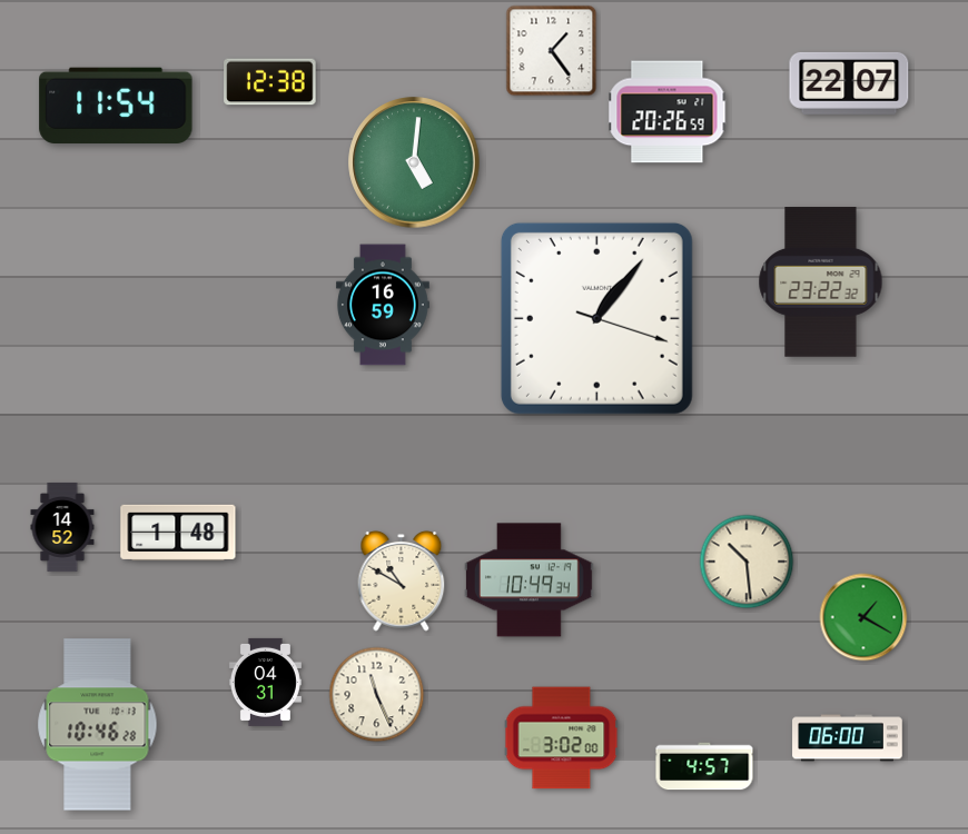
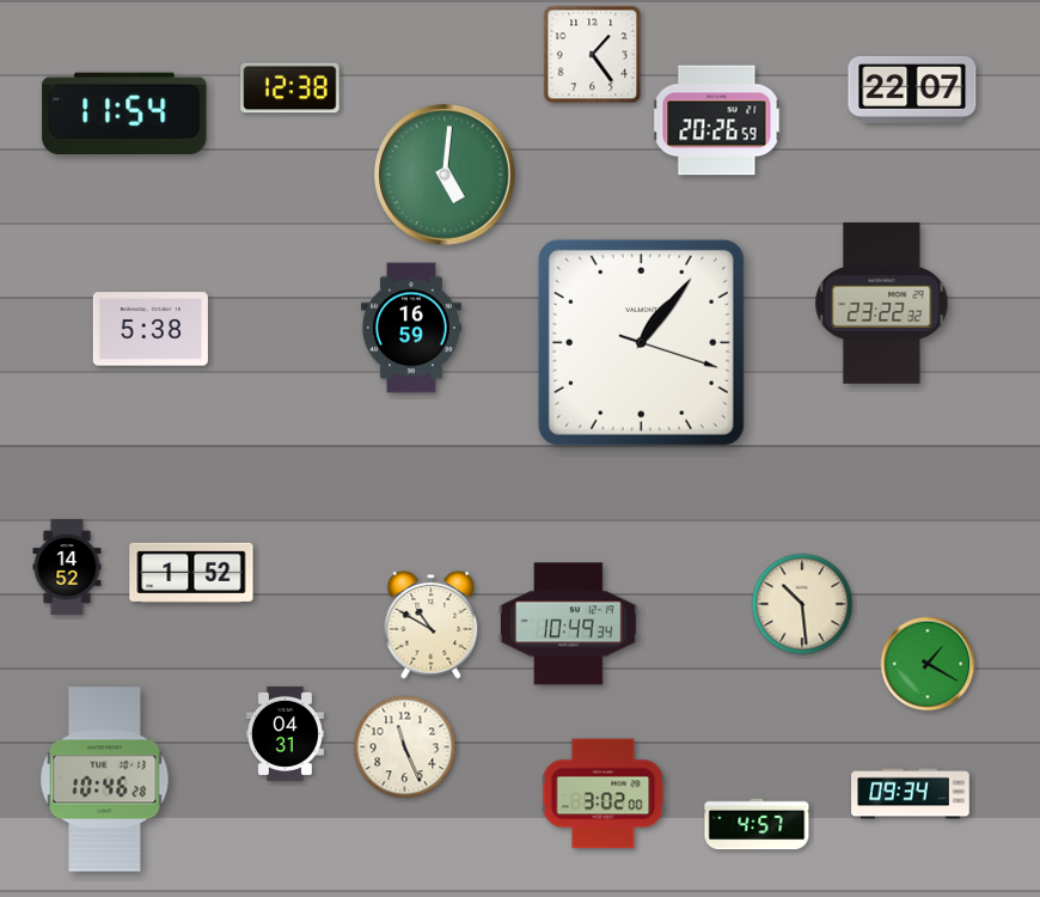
clock at (151, 329): none -> 5:38
clock at (178, 533): 1:48 -> 1:52
clock at (848, 738): 06:00 -> 09:34
